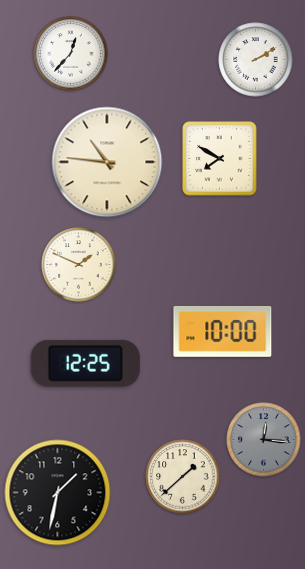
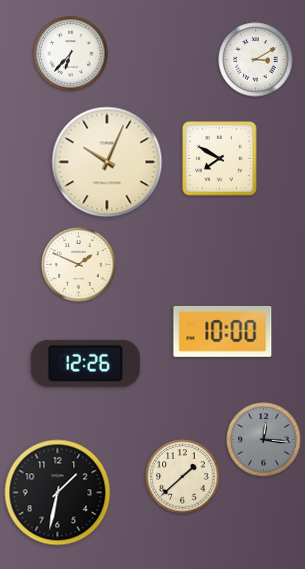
clock at (71, 54): 12:37 -> 6:37
clock at (256, 60): 2:10 -> 3:10
clock at (107, 162): 10:46 -> 10:04
clock at (85, 363): 12:25 -> 12:26
